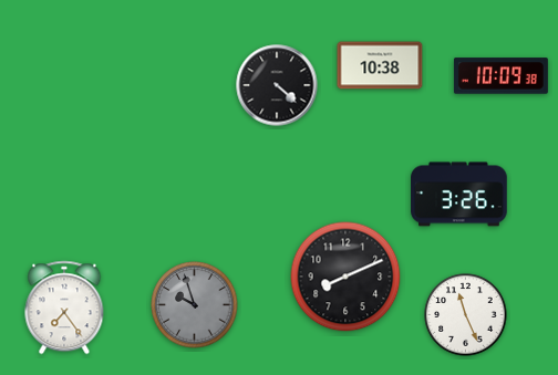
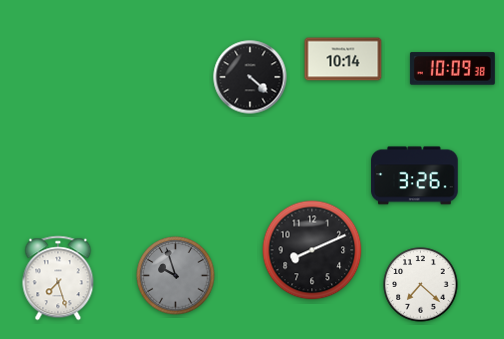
clock at (380, 65): 10:38 -> 10:14
clock at (64, 308): 7:24 -> 7:27
clock at (466, 315): 11:26 -> 7:22
